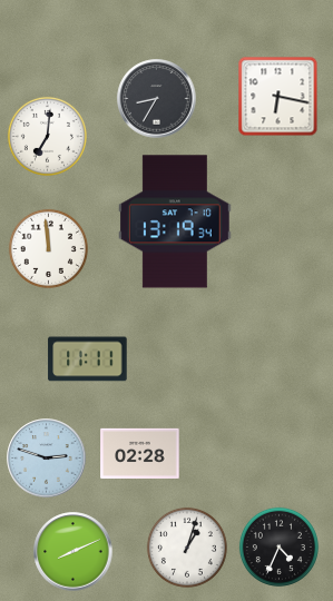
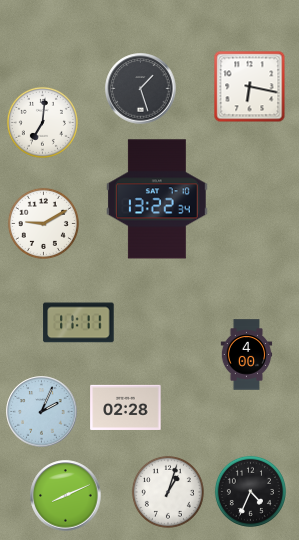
clock at (157, 99): 8:35 -> 1:27
clock at (175, 221): 13:19 -> 13:22
clock at (48, 248): 11:59 -> 9:10
clock at (247, 355): none -> 4:00
clock at (47, 459): 2:48 -> 2:04
